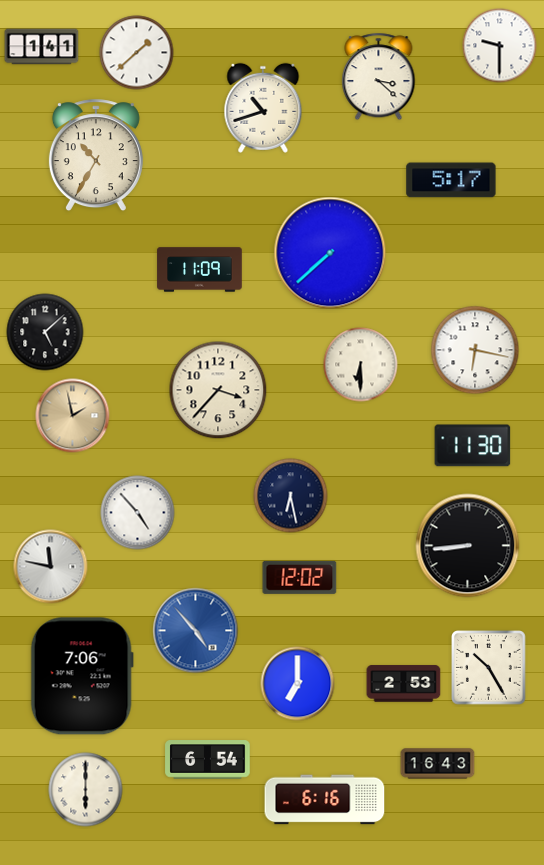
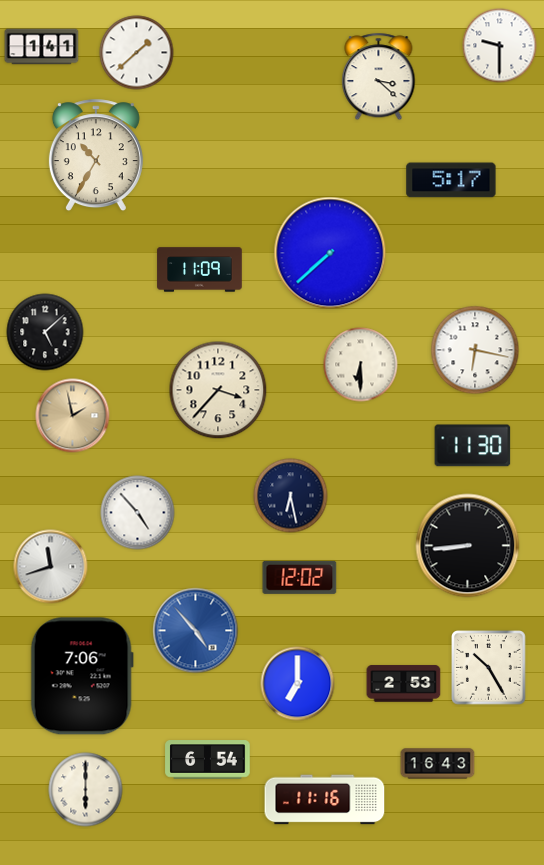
clock at (263, 108): 10:42 -> none
clock at (51, 567): 11:47 -> 11:42
clock at (325, 800): 6:16 -> 11:16
